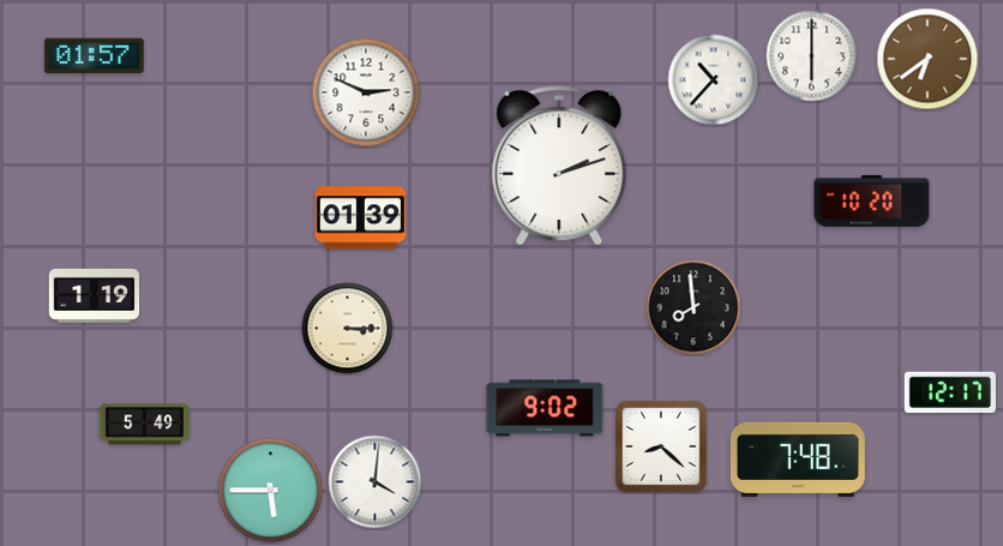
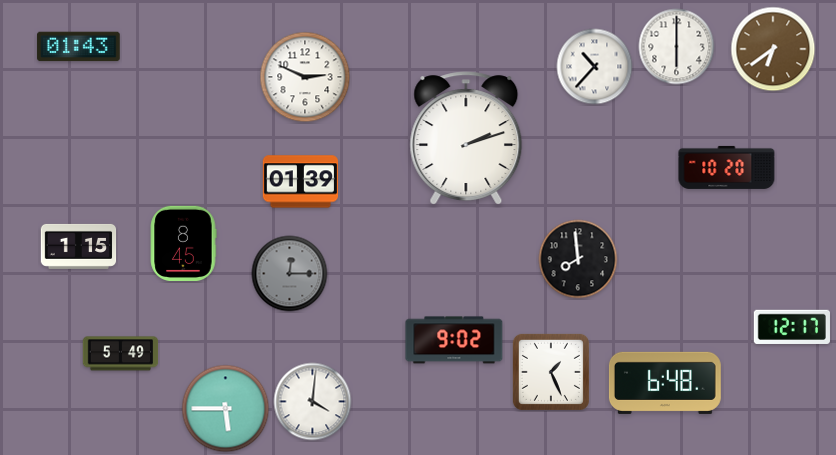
clock at (95, 56): 01:57 -> 01:43
clock at (183, 243): none -> 8:45
clock at (95, 295): 1:19 -> 1:15
clock at (693, 307) position: (693, 307) -> (578, 259)
clock at (348, 329): 3:15 -> 12:15
clock at (348, 329) dial: cream -> grey
clock at (661, 446): 8:22 -> 1:26
clock at (798, 460): 7:48 -> 6:48
